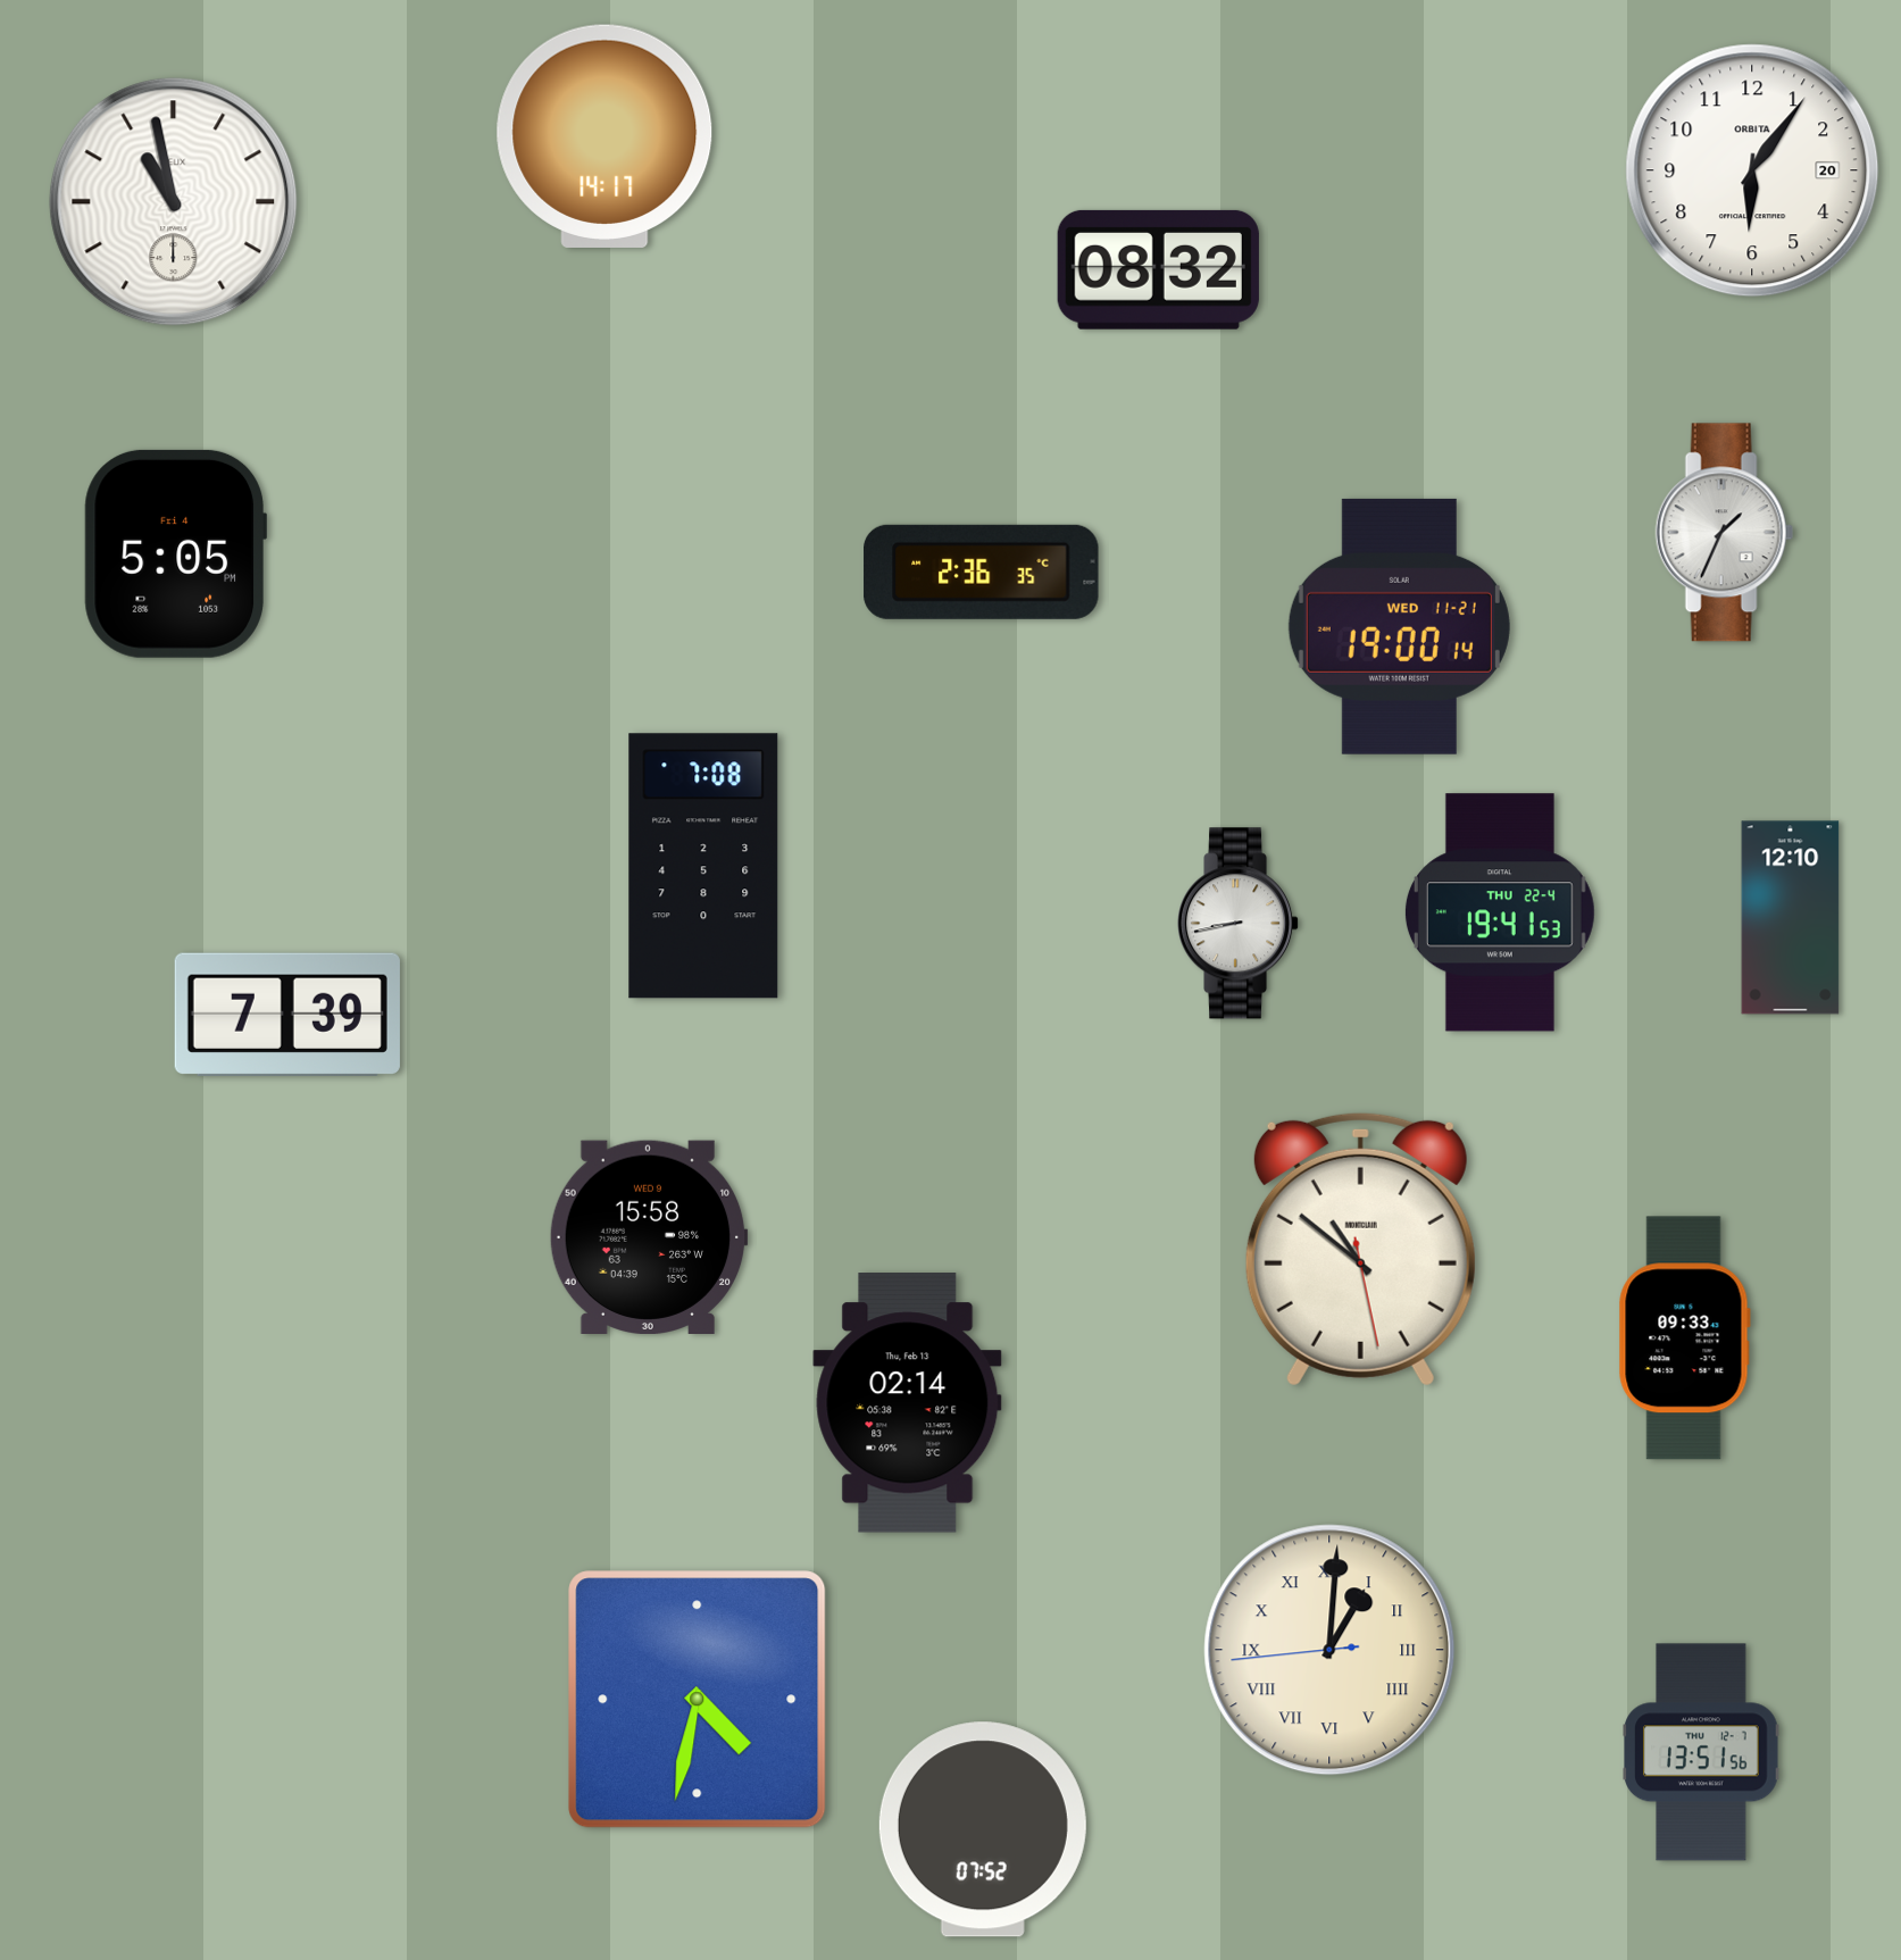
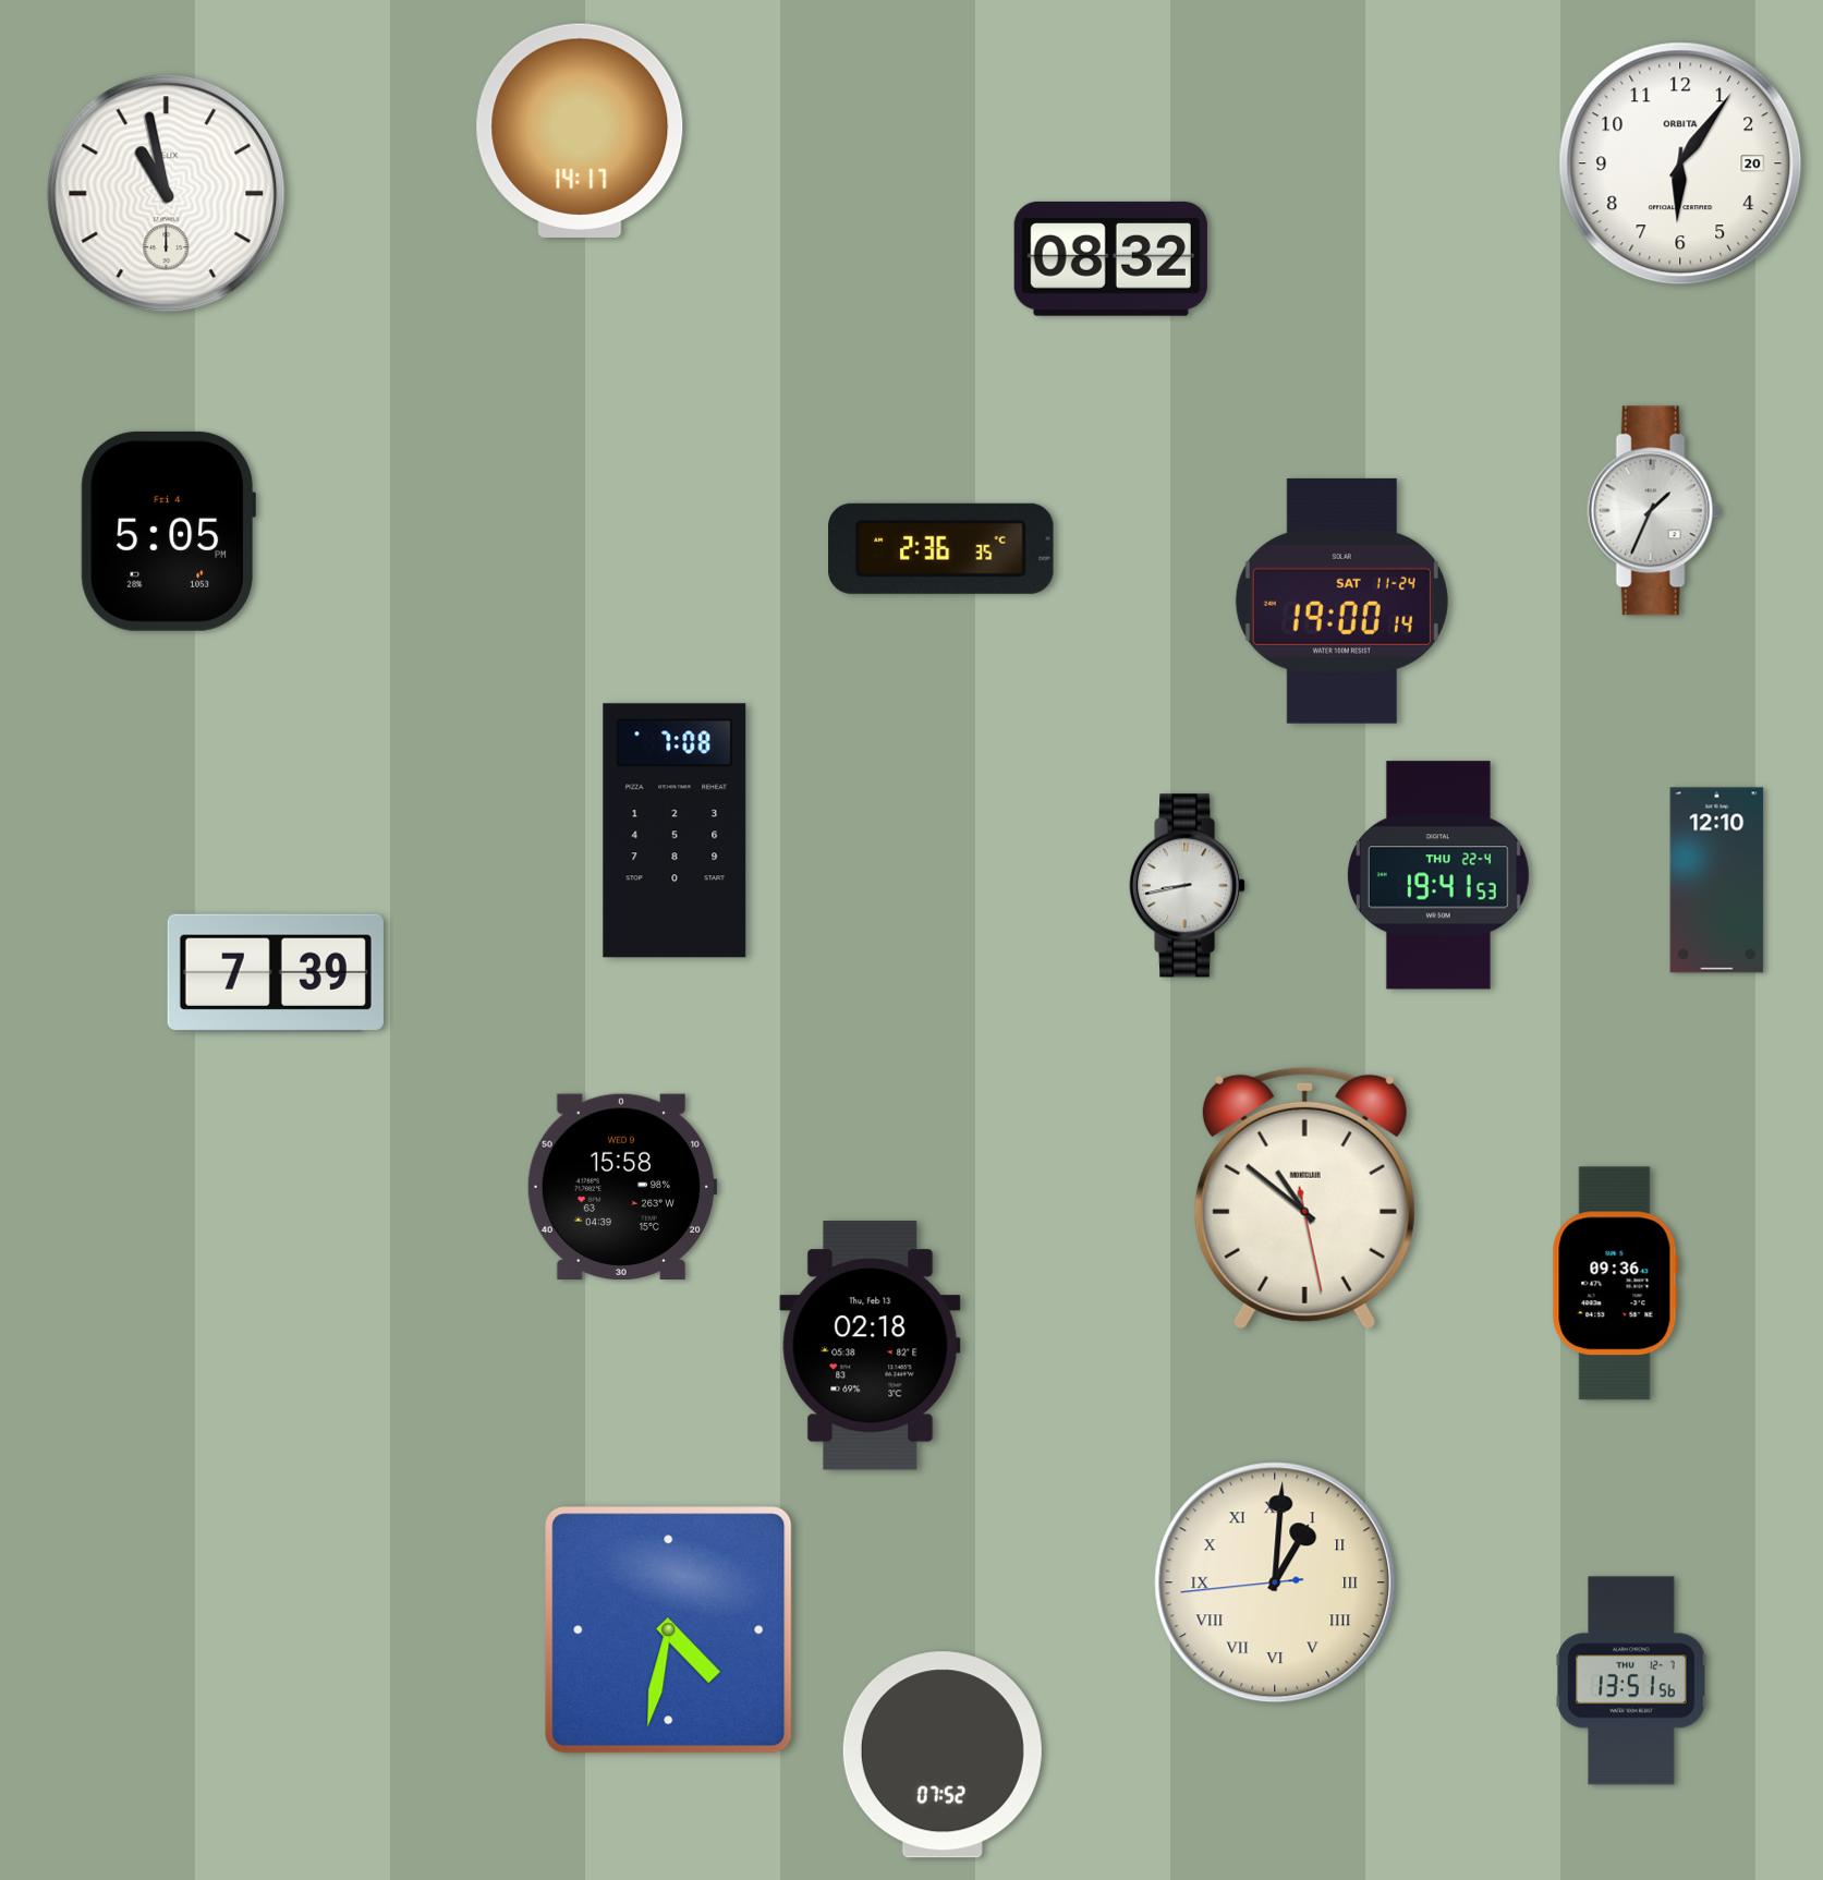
clock at (1399, 626) date: WED 11-21 -> SAT 11-24
clock at (1684, 1338): 09:33 -> 09:36
clock at (908, 1403): 02:14 -> 02:18
